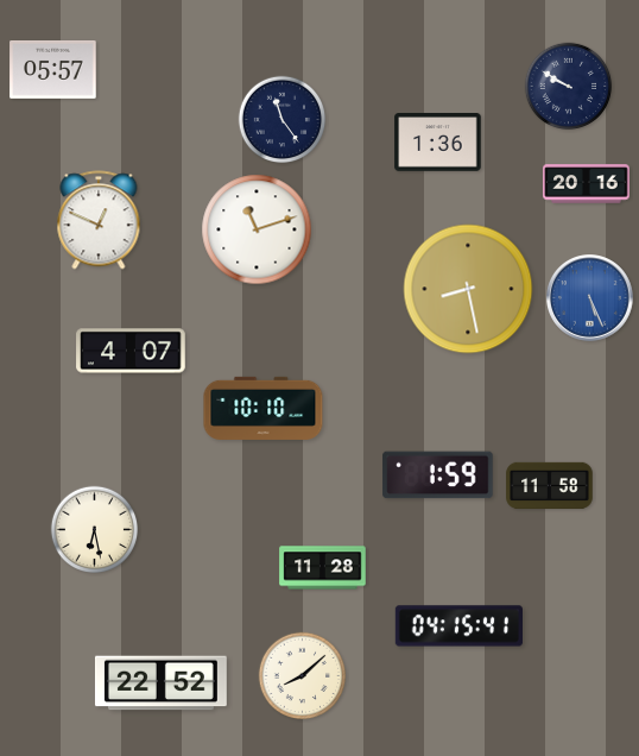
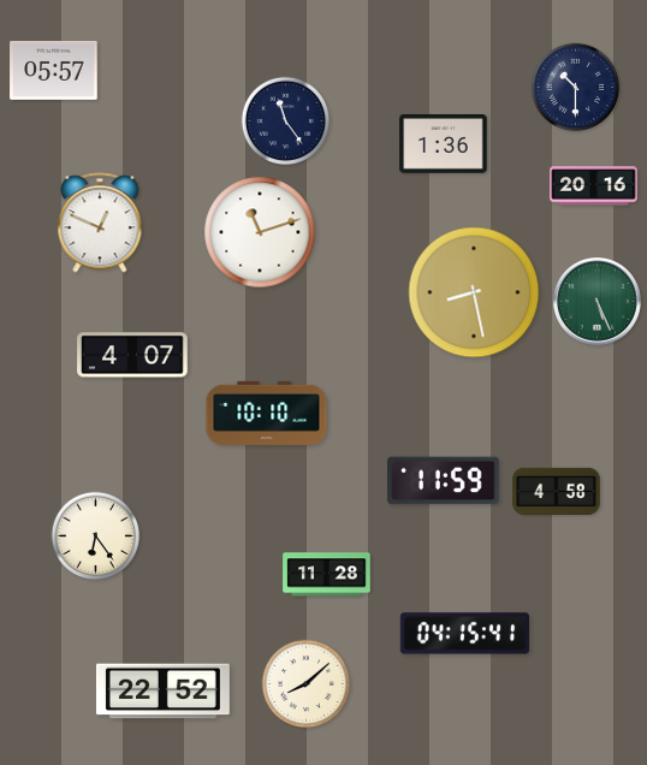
clock at (569, 87): 9:50 -> 10:30
clock at (590, 298) dial: blue -> green
clock at (438, 475): 1:59 -> 11:59
clock at (550, 486): 11:58 -> 4:58
clock at (95, 530): 6:28 -> 6:24
